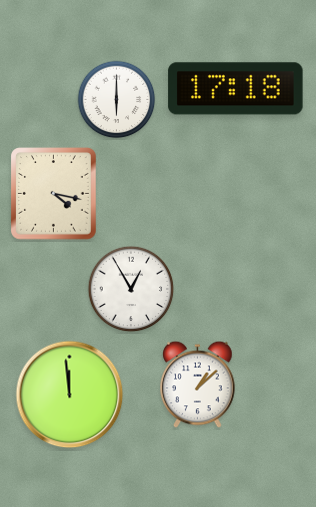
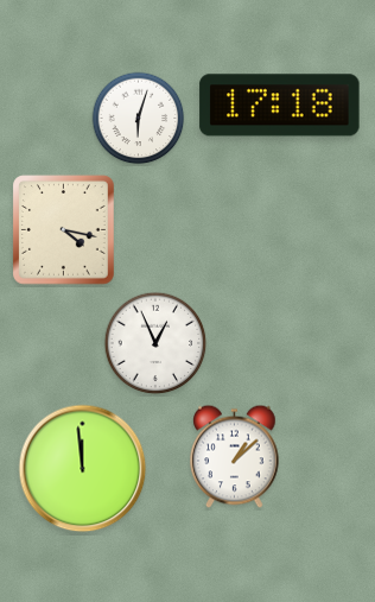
clock at (117, 100): 6:00 -> 6:03
clock at (131, 289): 12:55 -> 12:56
